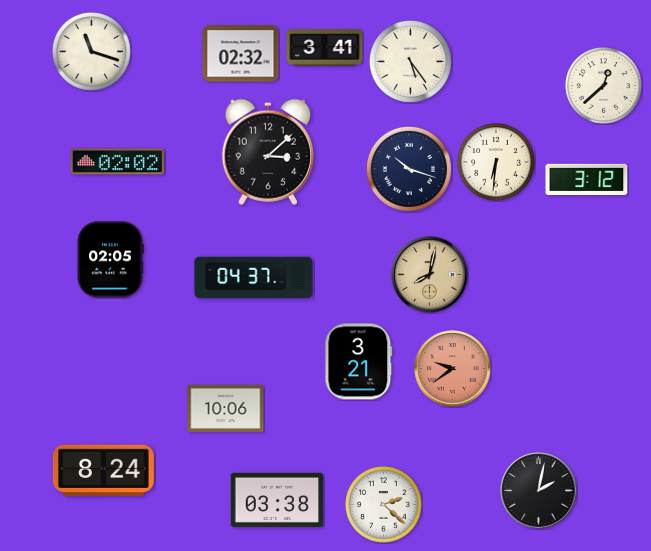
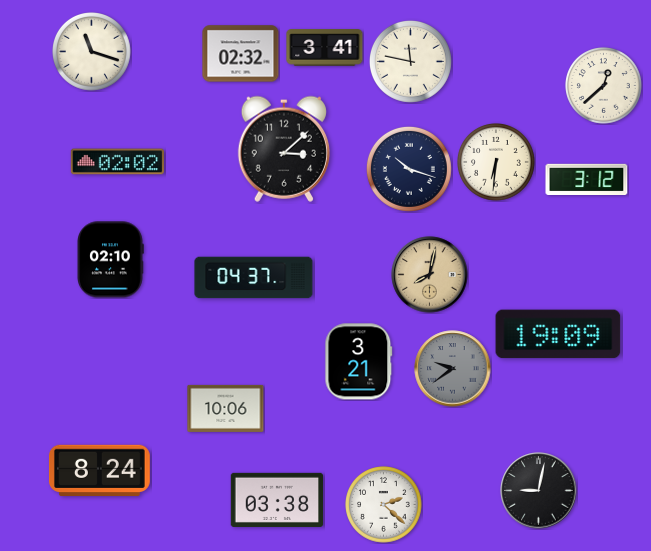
clock at (410, 61): 5:24 -> 11:47
clock at (268, 152) position: (268, 152) -> (284, 149)
clock at (110, 260): 02:05 -> 02:10
clock at (558, 334): none -> 19:09
clock at (453, 369) dial: salmon -> grey
clock at (104, 471) position: (104, 471) -> (100, 471)
clock at (539, 491): 2:02 -> 9:02
